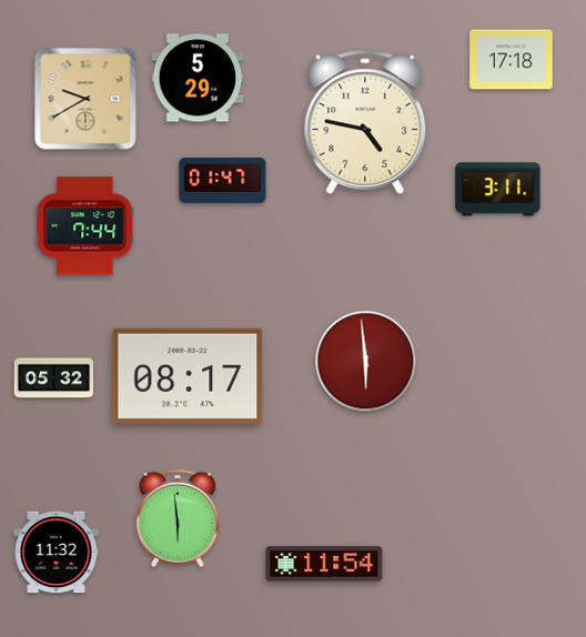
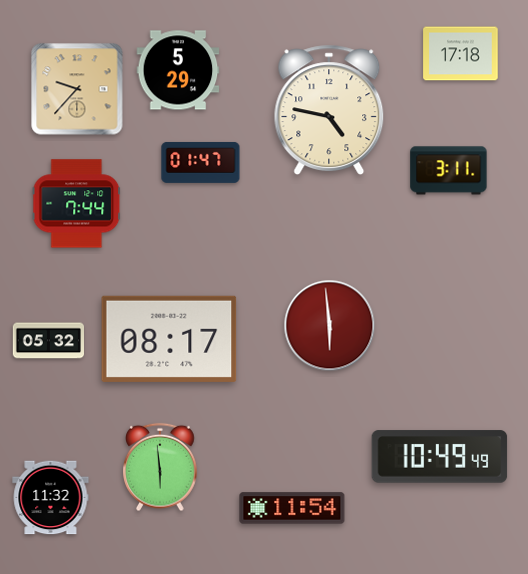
clock at (85, 99): 9:40 -> 9:37
clock at (440, 457): none -> 10:49
